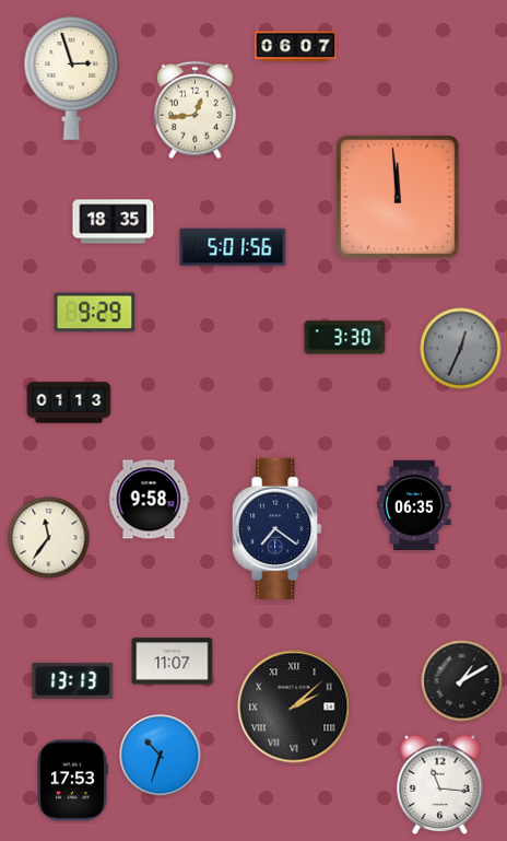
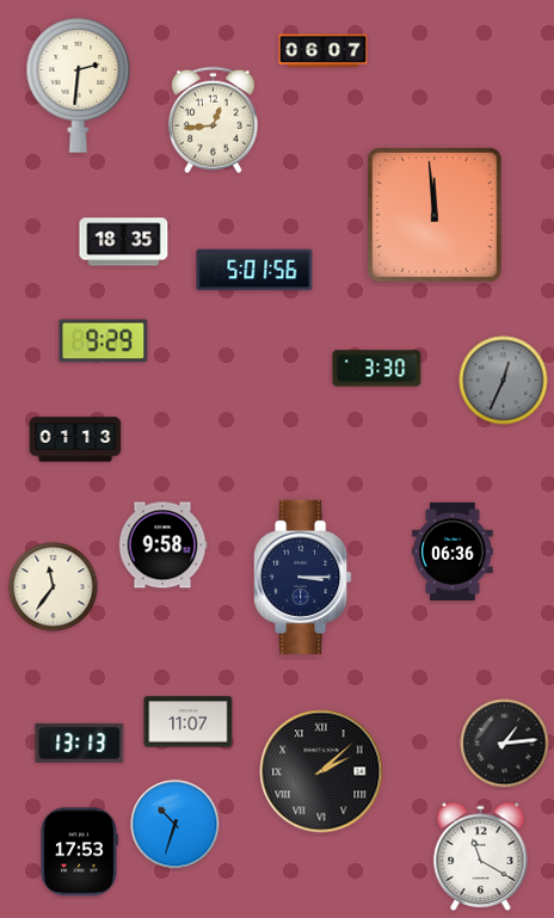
clock at (72, 79): 2:57 -> 2:31
clock at (414, 504): 06:35 -> 06:36
clock at (278, 528): 7:21 -> 3:15
clock at (462, 681): 1:10 -> 1:14
clock at (440, 784): 11:16 -> 11:20
